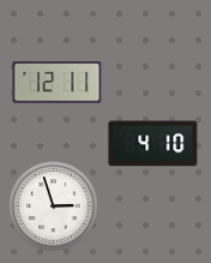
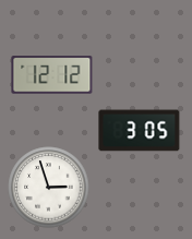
clock at (58, 83): 12:11 -> 12:12
clock at (153, 144): 4:10 -> 3:05
